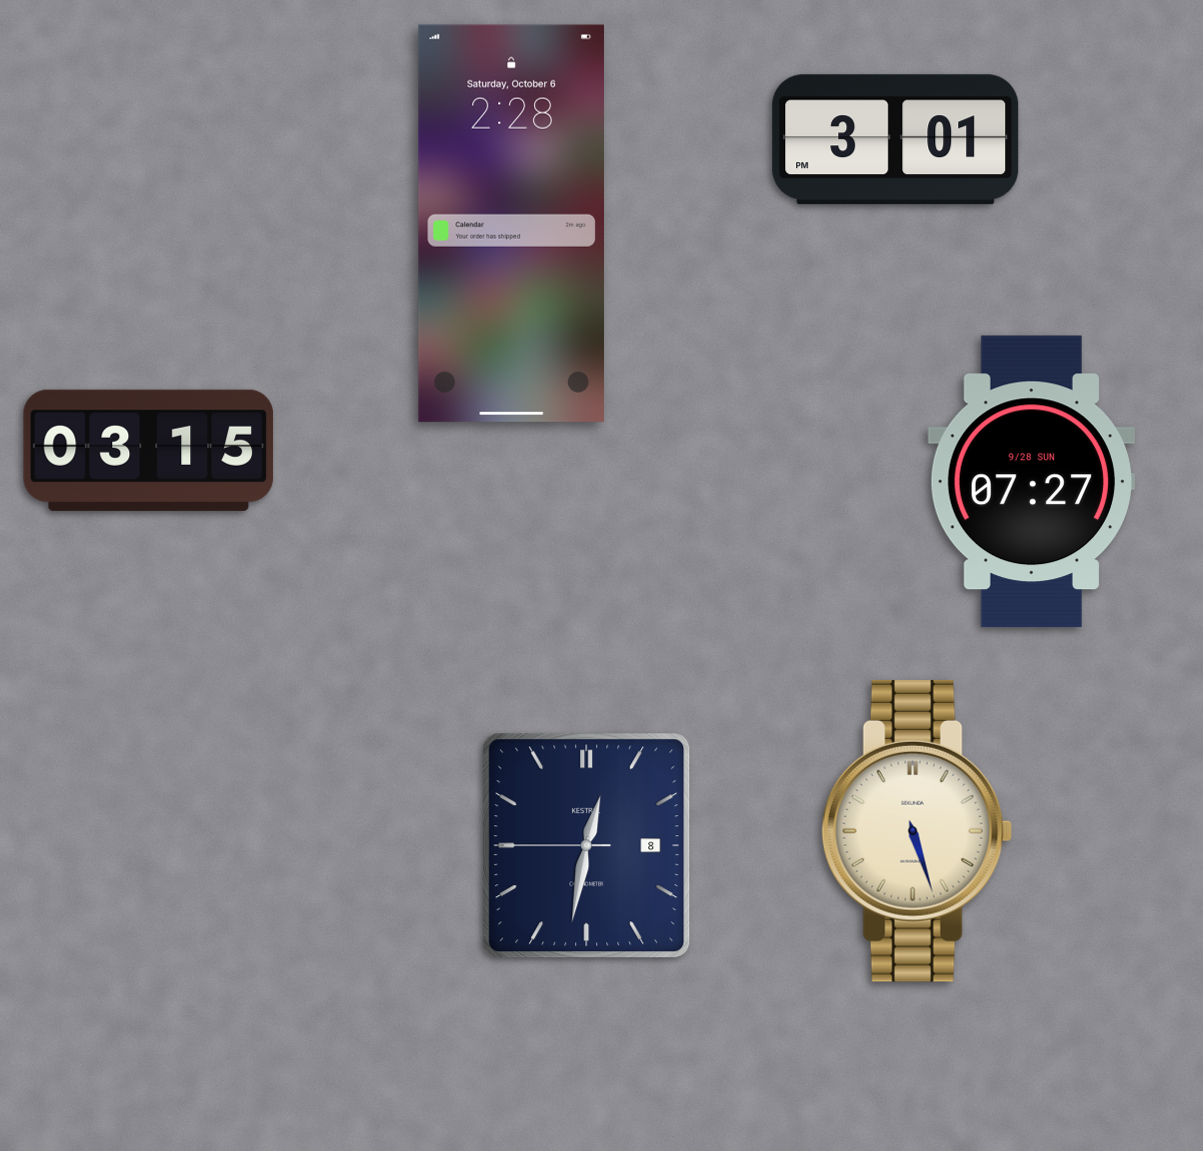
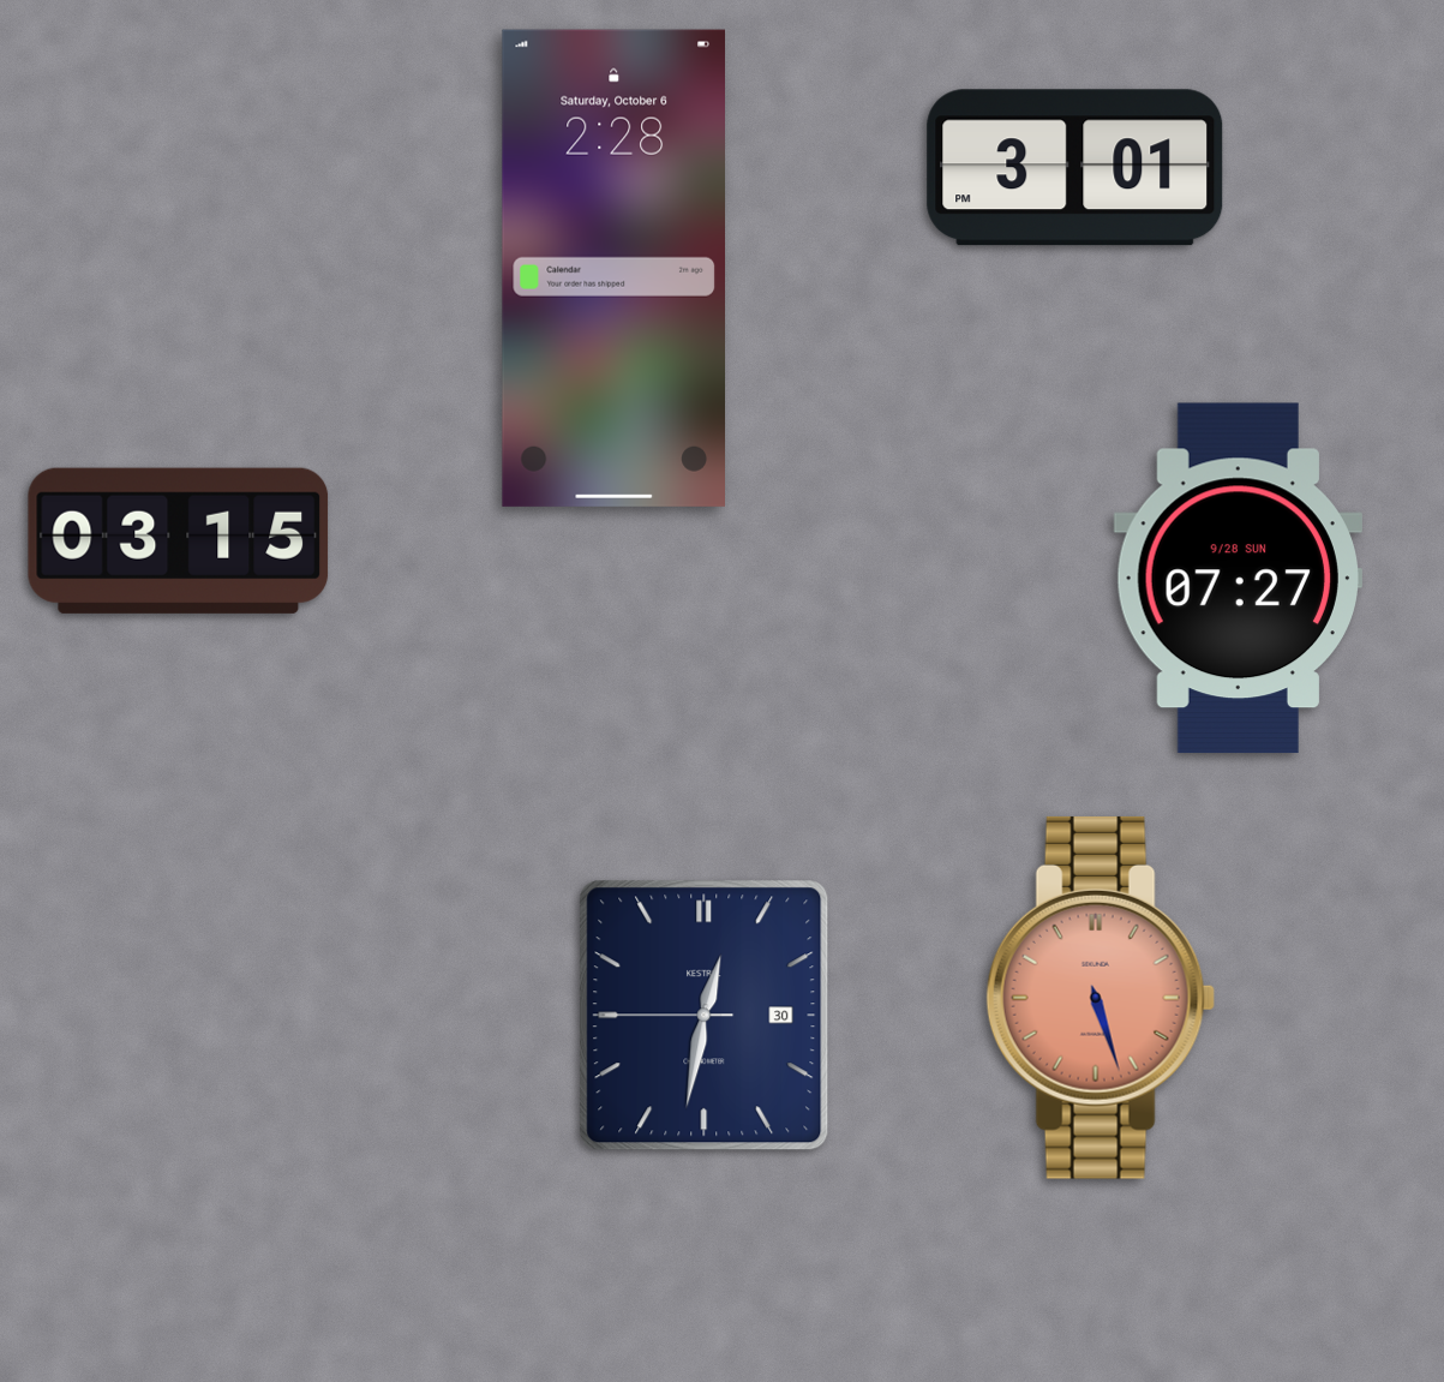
clock at (917, 831) dial: cream -> salmon
clock at (587, 846) date: 8 -> 30
